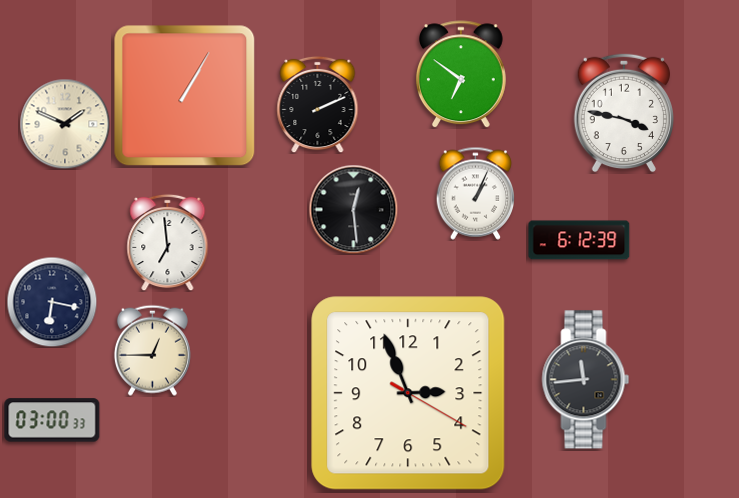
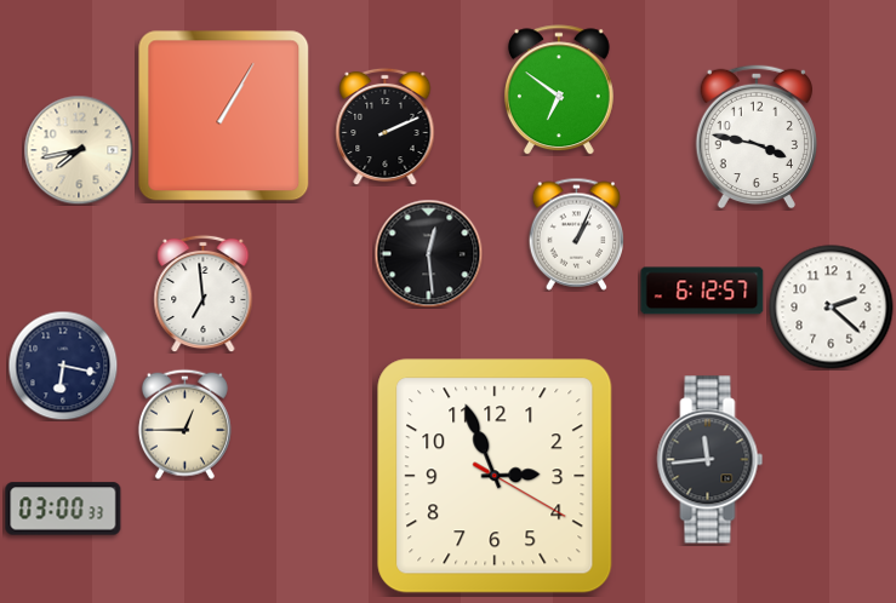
clock at (65, 124): 1:49 -> 7:43
clock at (579, 240): 6:12:39 -> 6:12:57
clock at (832, 308): none -> 2:22
